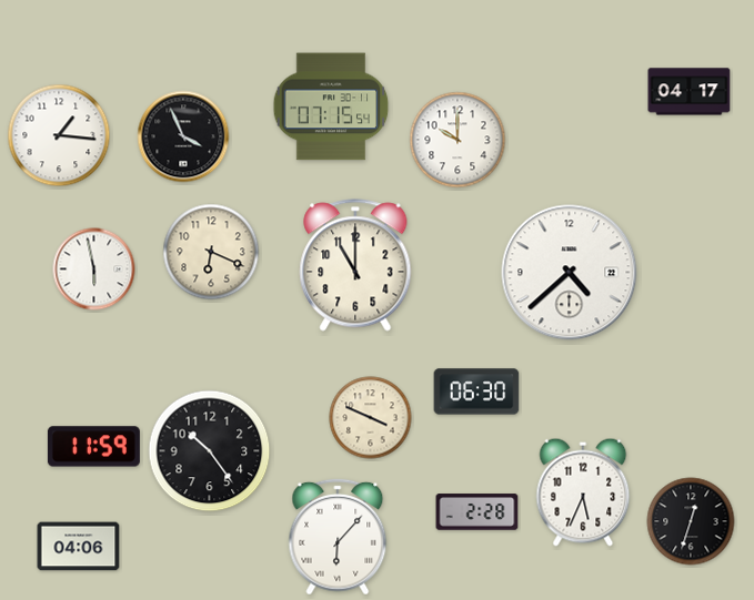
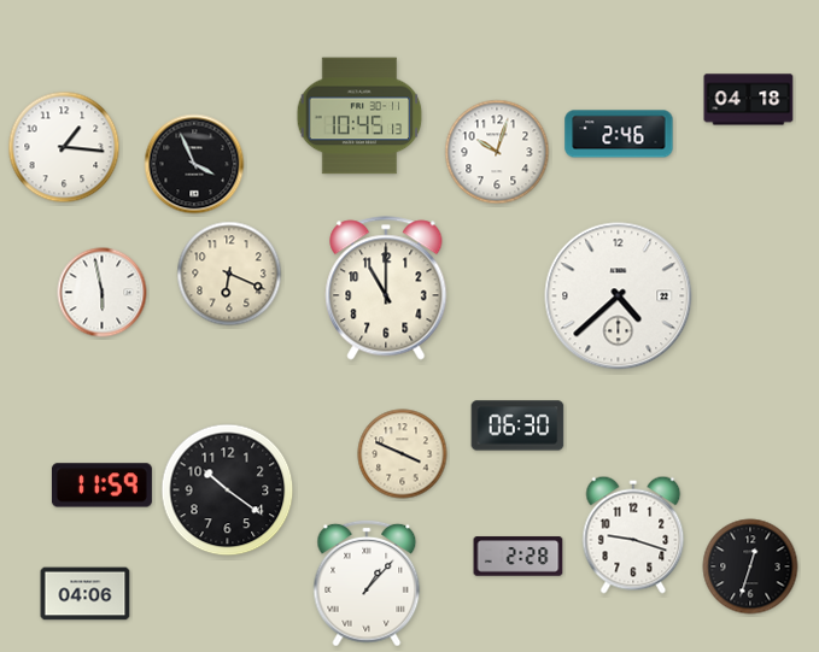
clock at (690, 92): 04:17 -> 04:18
clock at (331, 106): 07:15 -> 10:45
clock at (619, 134): none -> 2:46
clock at (183, 136) position: (183, 136) -> (194, 164)
clock at (458, 140): 10:00 -> 10:03
clock at (210, 451): 10:24 -> 10:21
clock at (583, 492): 5:34 -> 9:18
clock at (338, 537): 6:07 -> 1:07
